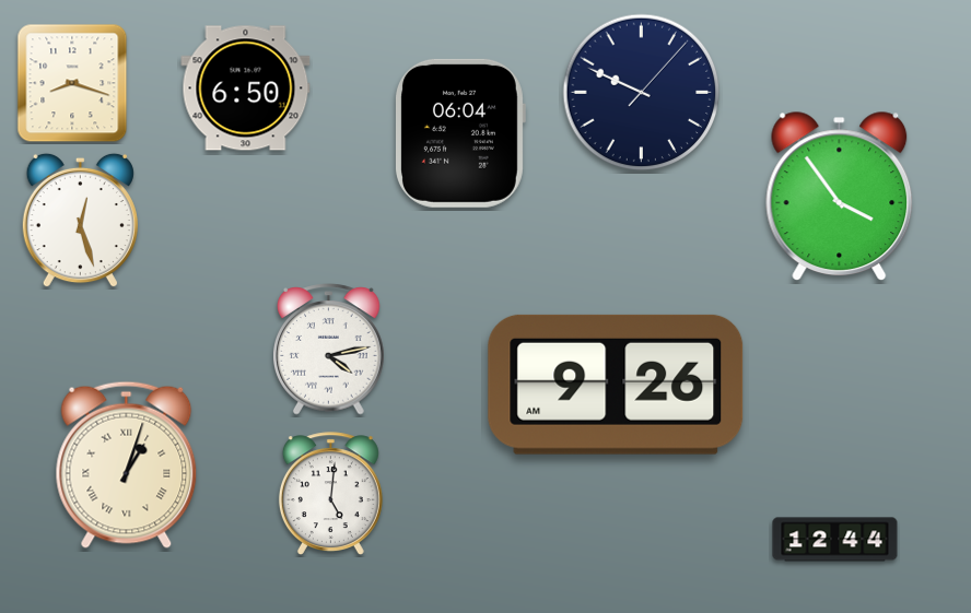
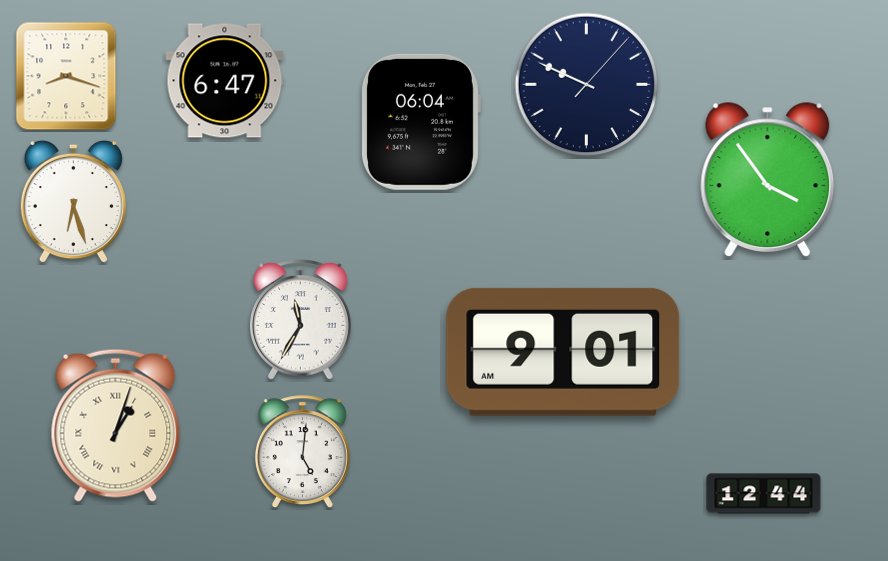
clock at (246, 89): 6:50 -> 6:47
clock at (80, 221): 12:27 -> 6:27
clock at (329, 350): 4:13 -> 11:35
clock at (616, 385): 9:26 -> 9:01
